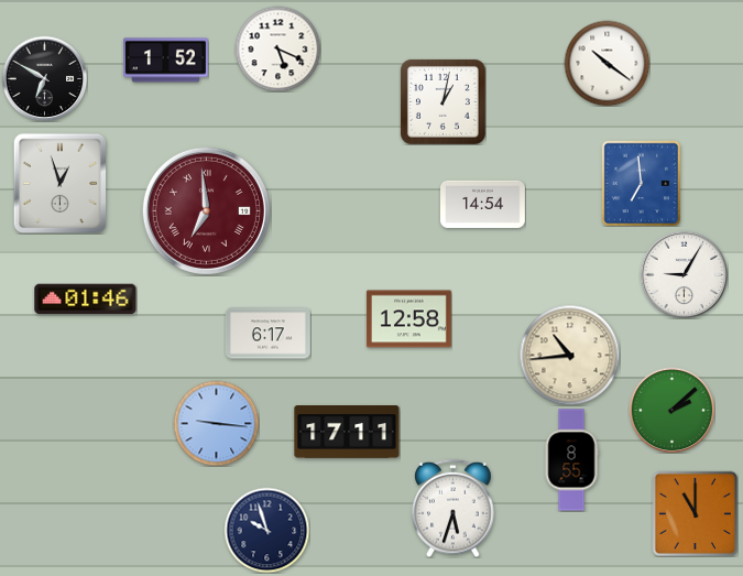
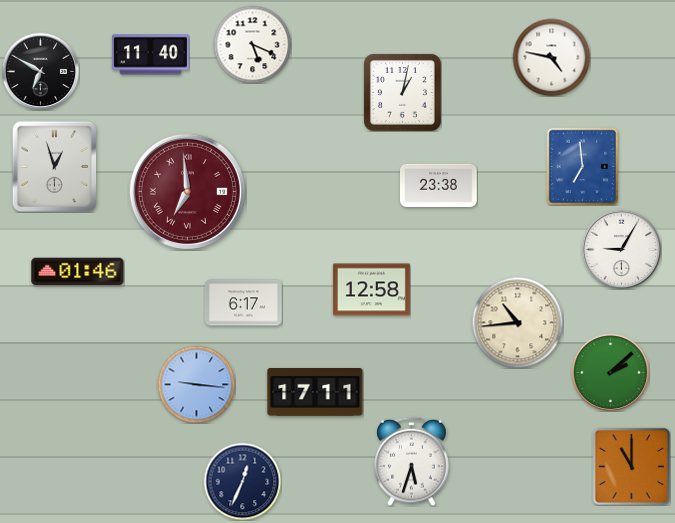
clock at (166, 61): 1:52 -> 11:40
clock at (607, 63): 10:21 -> 4:47
clock at (483, 204): 14:54 -> 23:38
clock at (571, 460): 8:55 -> none
clock at (266, 530): 9:57 -> 12:34
